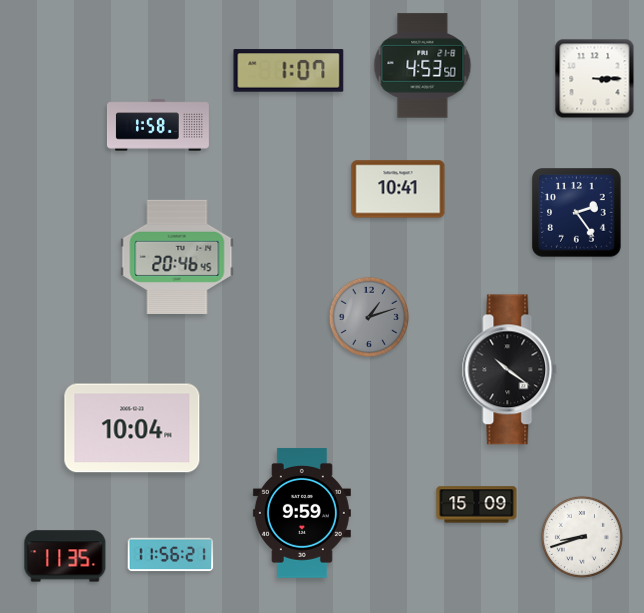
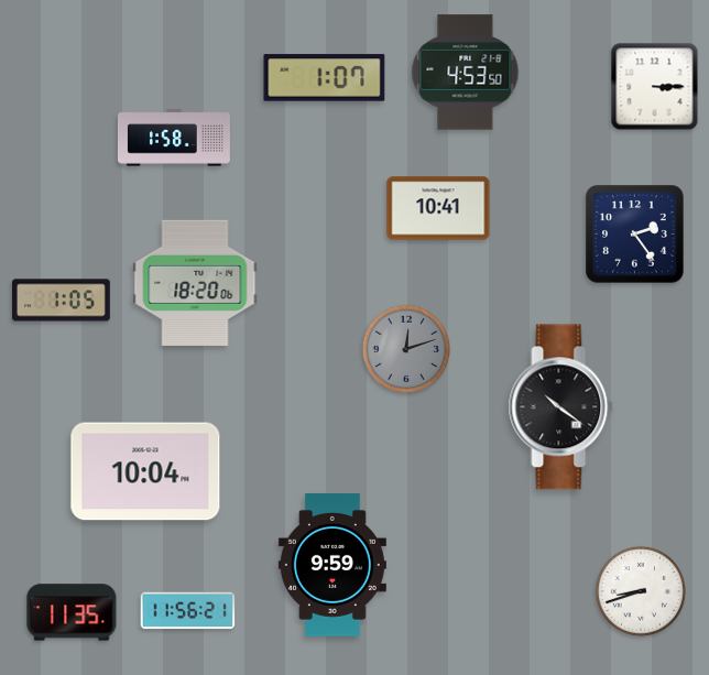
clock at (289, 71) position: (289, 71) -> (325, 78)
clock at (177, 257): 20:46 -> 18:20
clock at (61, 301): none -> 1:05
clock at (369, 317): 1:12 -> 12:12
clock at (477, 505): 15:09 -> none
